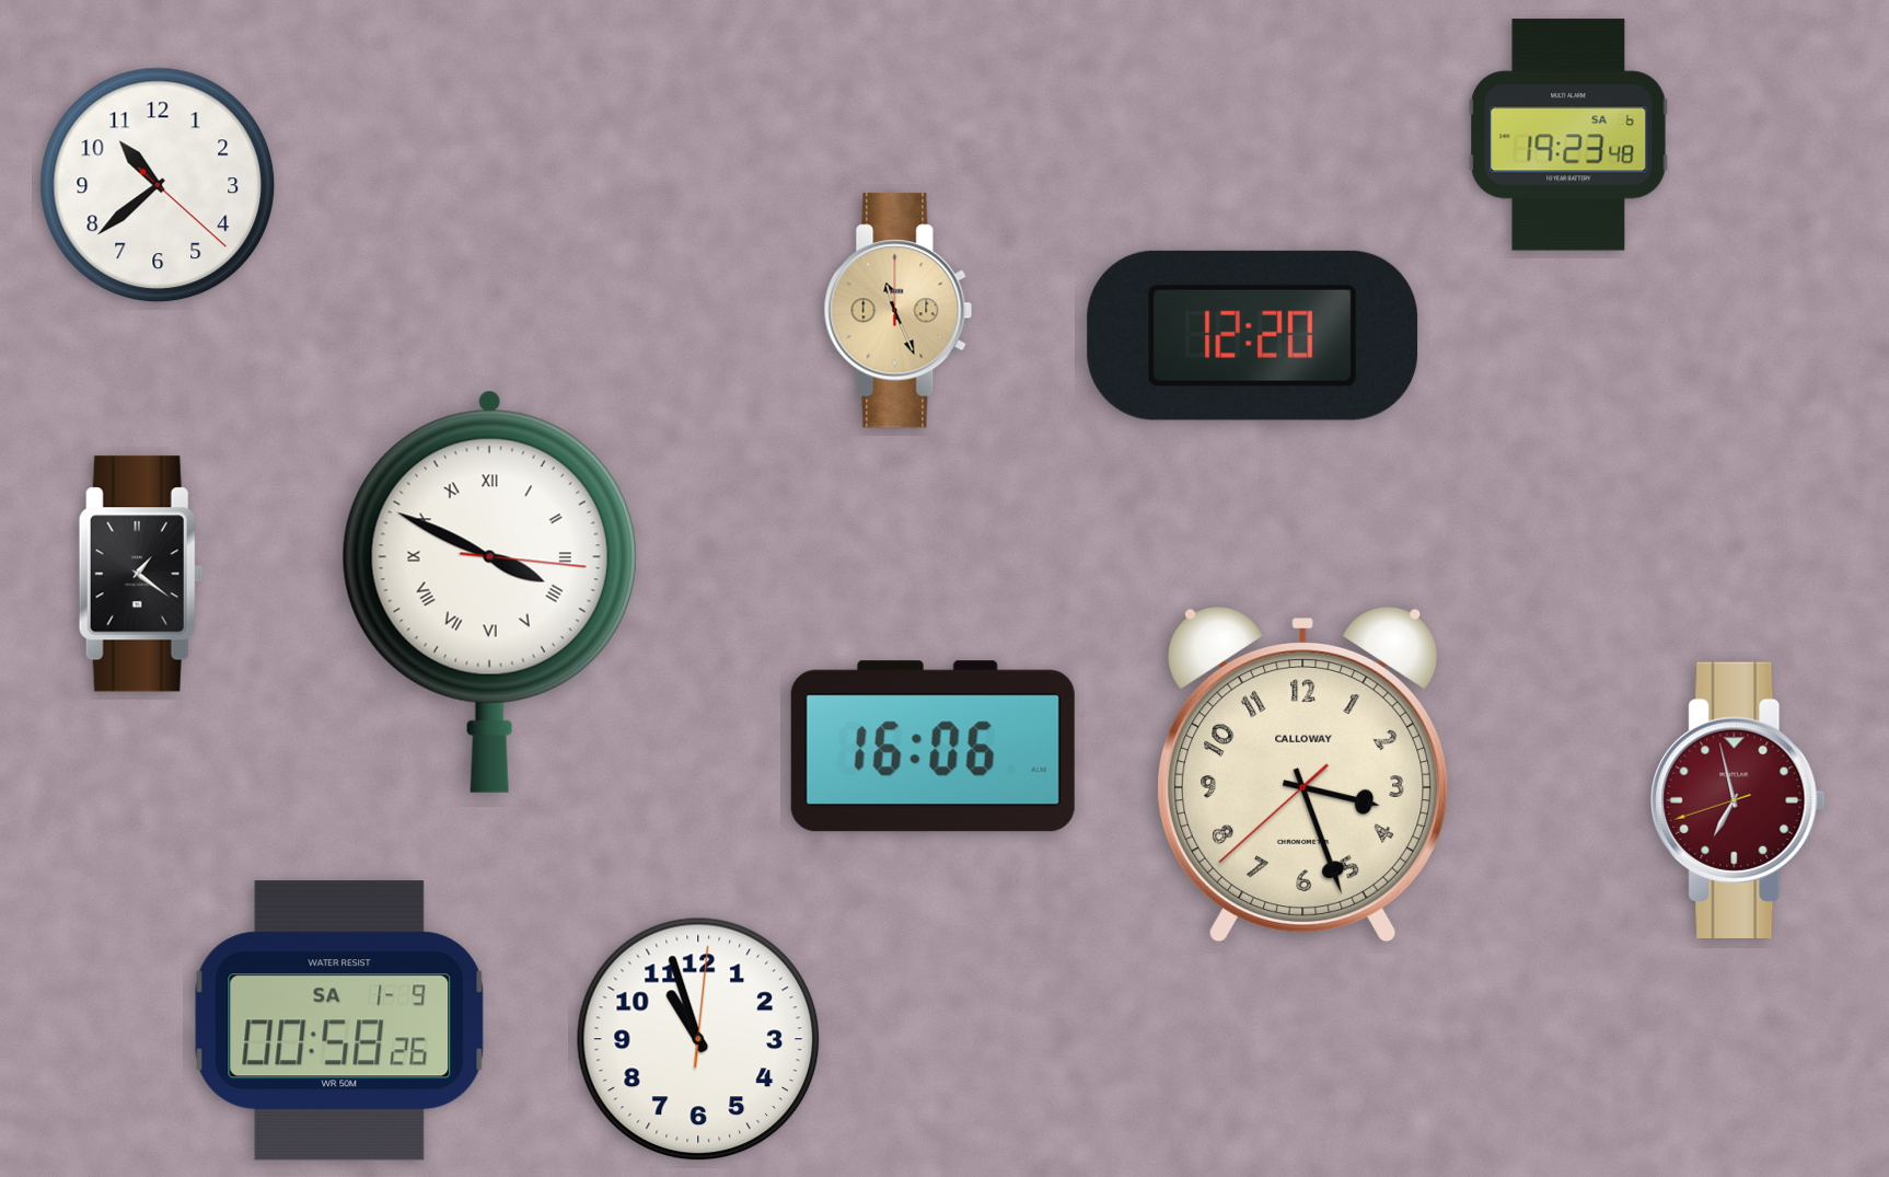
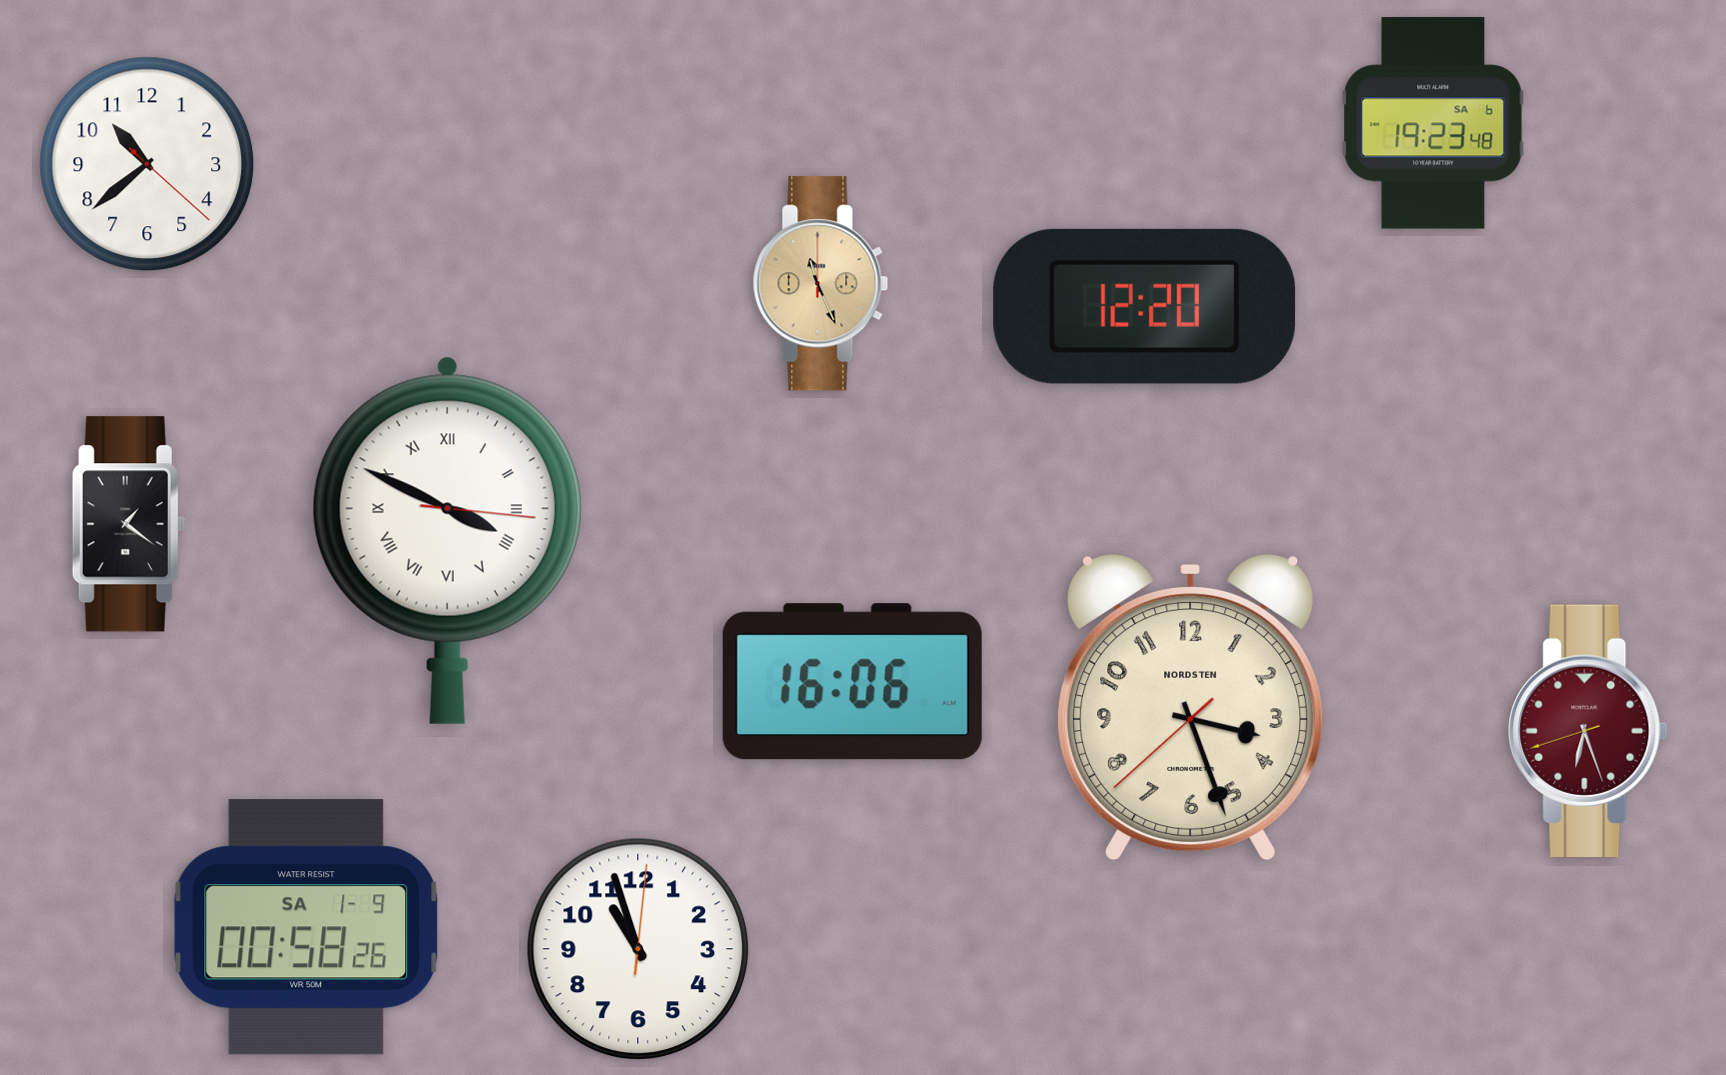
clock at (158, 185) position: (158, 185) -> (147, 164)
clock at (1303, 774) brand: CALLOWAY -> NORDSTEN
clock at (1738, 799): 6:57 -> 6:26
clock at (339, 1020) position: (339, 1020) -> (306, 927)
